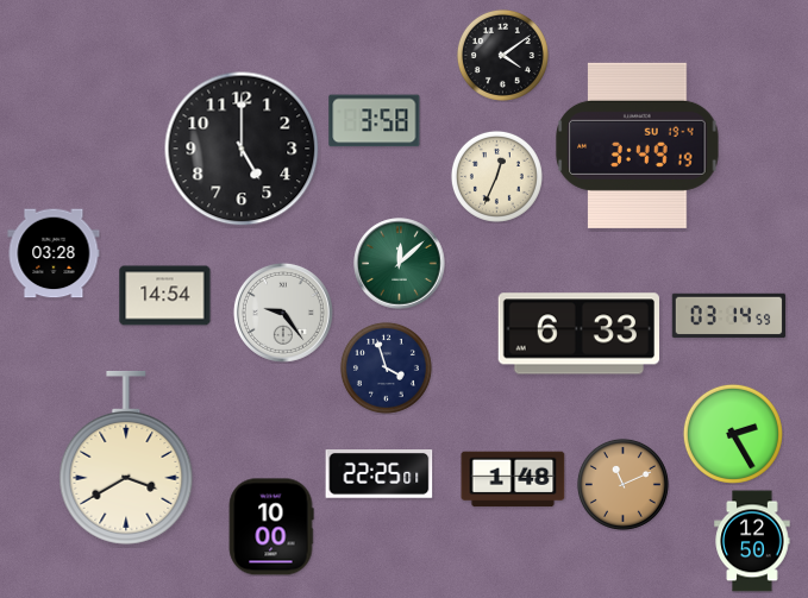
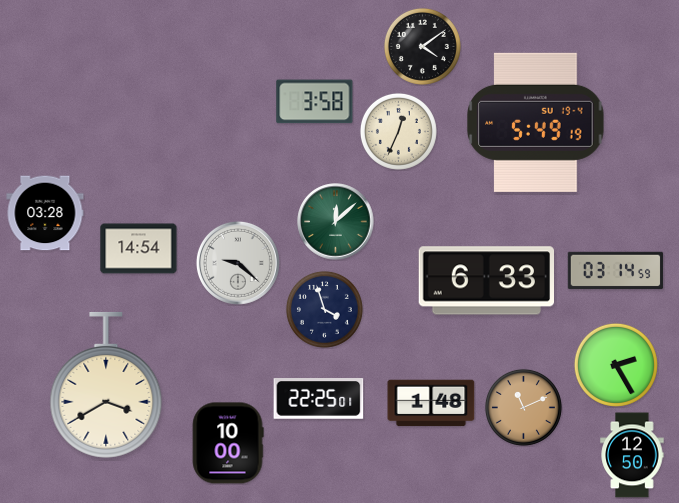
clock at (638, 145): 3:49 -> 5:49
clock at (242, 149): 5:00 -> none
clock at (496, 176) position: (496, 176) -> (398, 131)
clock at (283, 313): 9:24 -> 9:22
clock at (729, 316) position: (729, 316) -> (616, 271)
